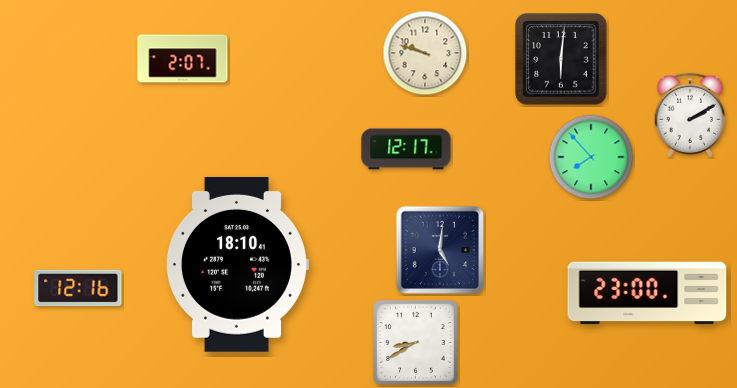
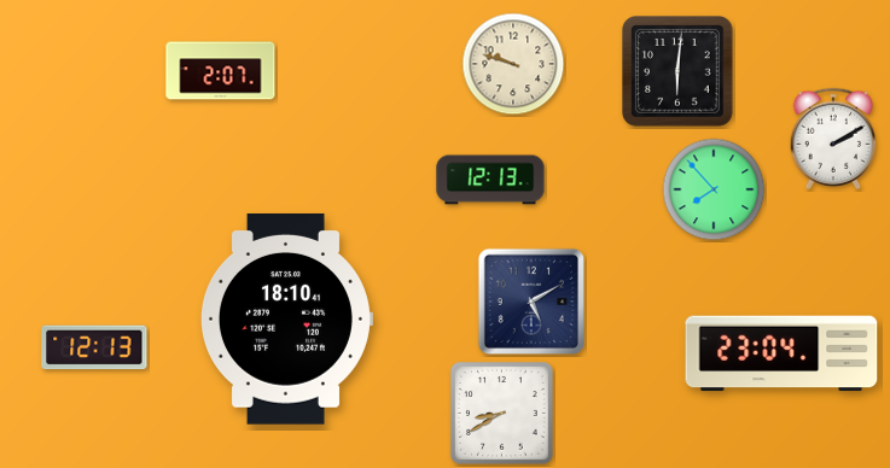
clock at (406, 149): 12:17 -> 12:13
clock at (439, 249): 5:01 -> 5:10
clock at (78, 288): 12:16 -> 12:13
clock at (647, 293): 23:00 -> 23:04
